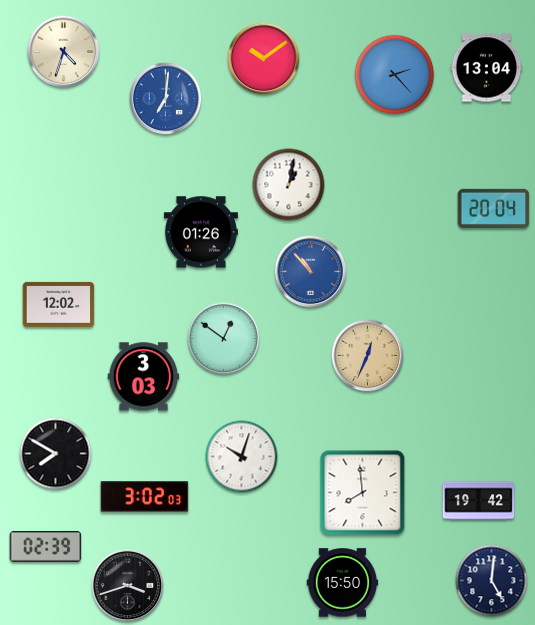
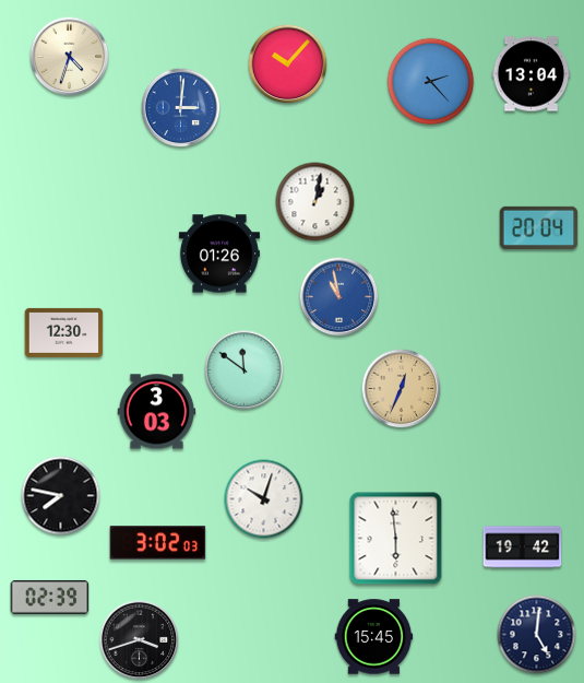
clock at (264, 59): 10:09 -> 10:07
clock at (166, 99): 7:01 -> 3:01
clock at (311, 272): 10:53 -> 10:58
clock at (59, 304): 12:02 -> 12:30
clock at (224, 339): 12:51 -> 11:51
clock at (56, 454): 7:50 -> 7:47
clock at (363, 493): 7:59 -> 5:59
clock at (343, 583): 15:50 -> 15:45
